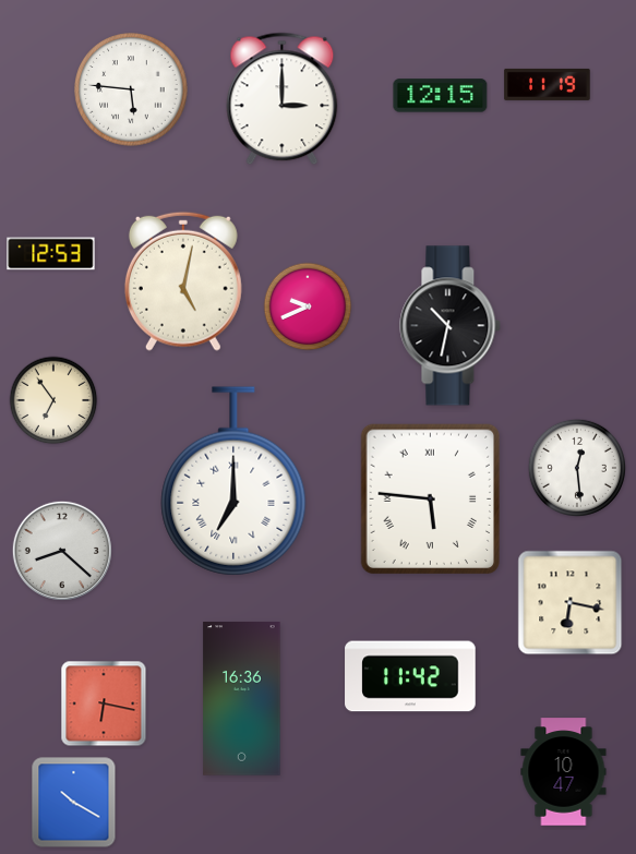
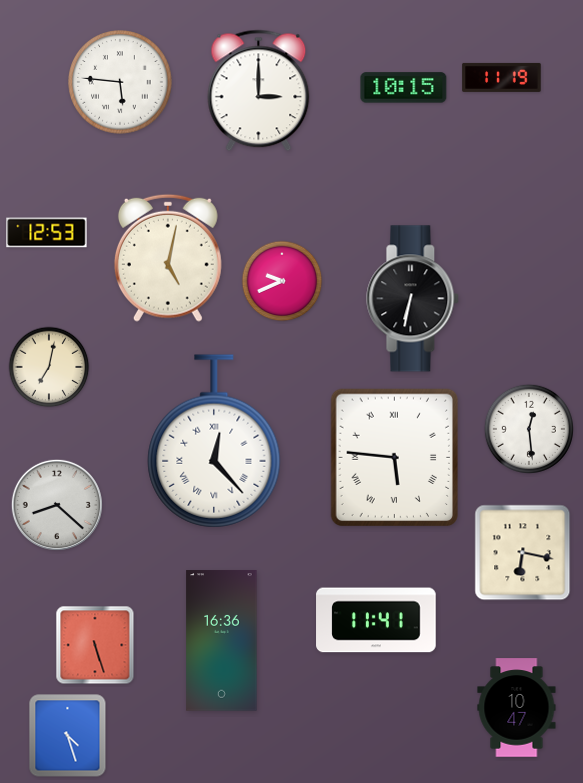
clock at (441, 96): 12:15 -> 10:15
clock at (451, 326): 10:32 -> 6:32
clock at (53, 400): 6:54 -> 7:02
clock at (233, 481): 7:00 -> 12:23
clock at (410, 676): 11:42 -> 11:41
clock at (104, 703): 6:17 -> 5:27
clock at (74, 803): 10:20 -> 4:27
